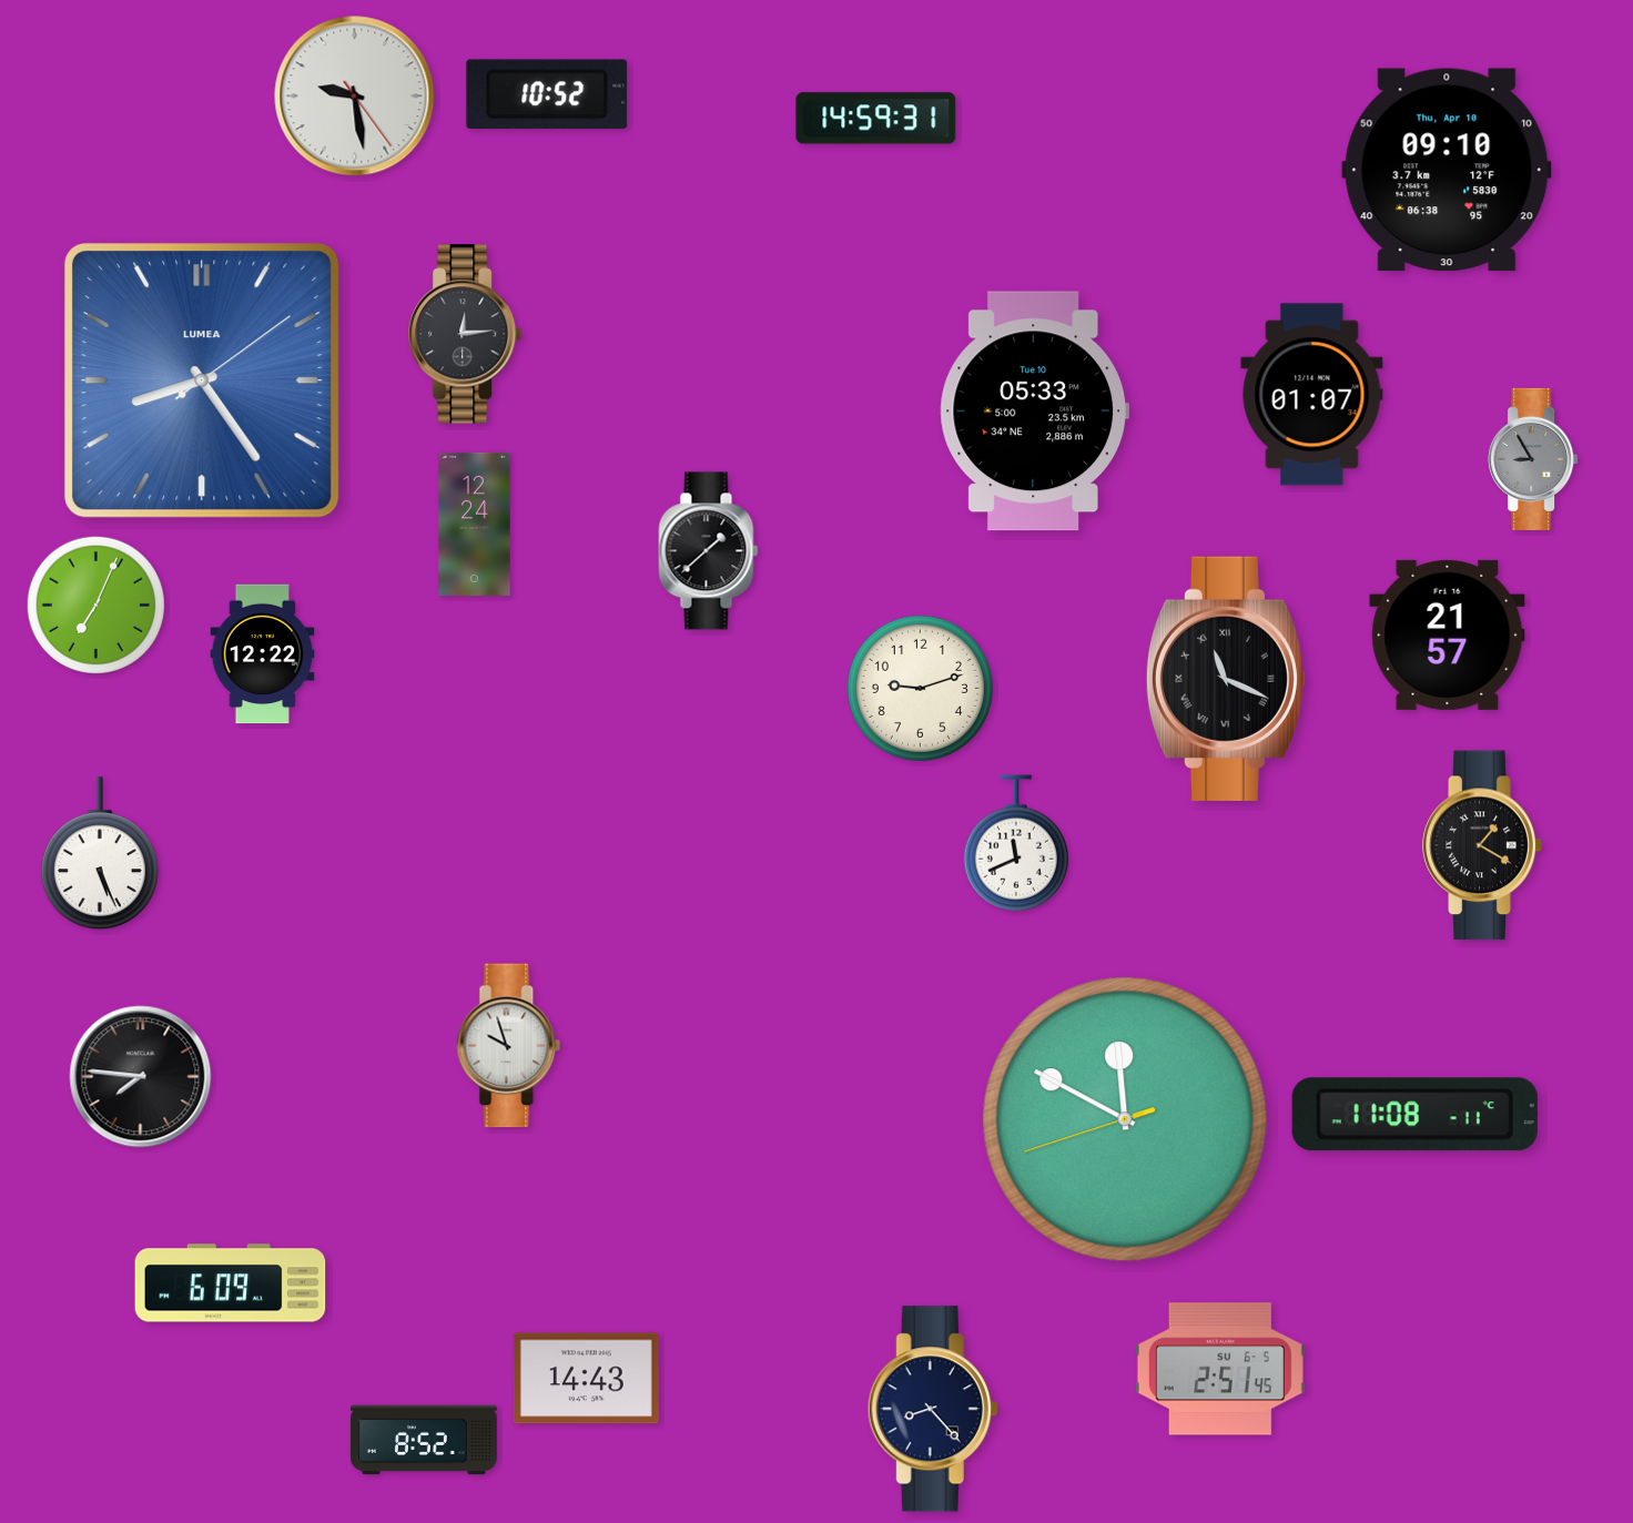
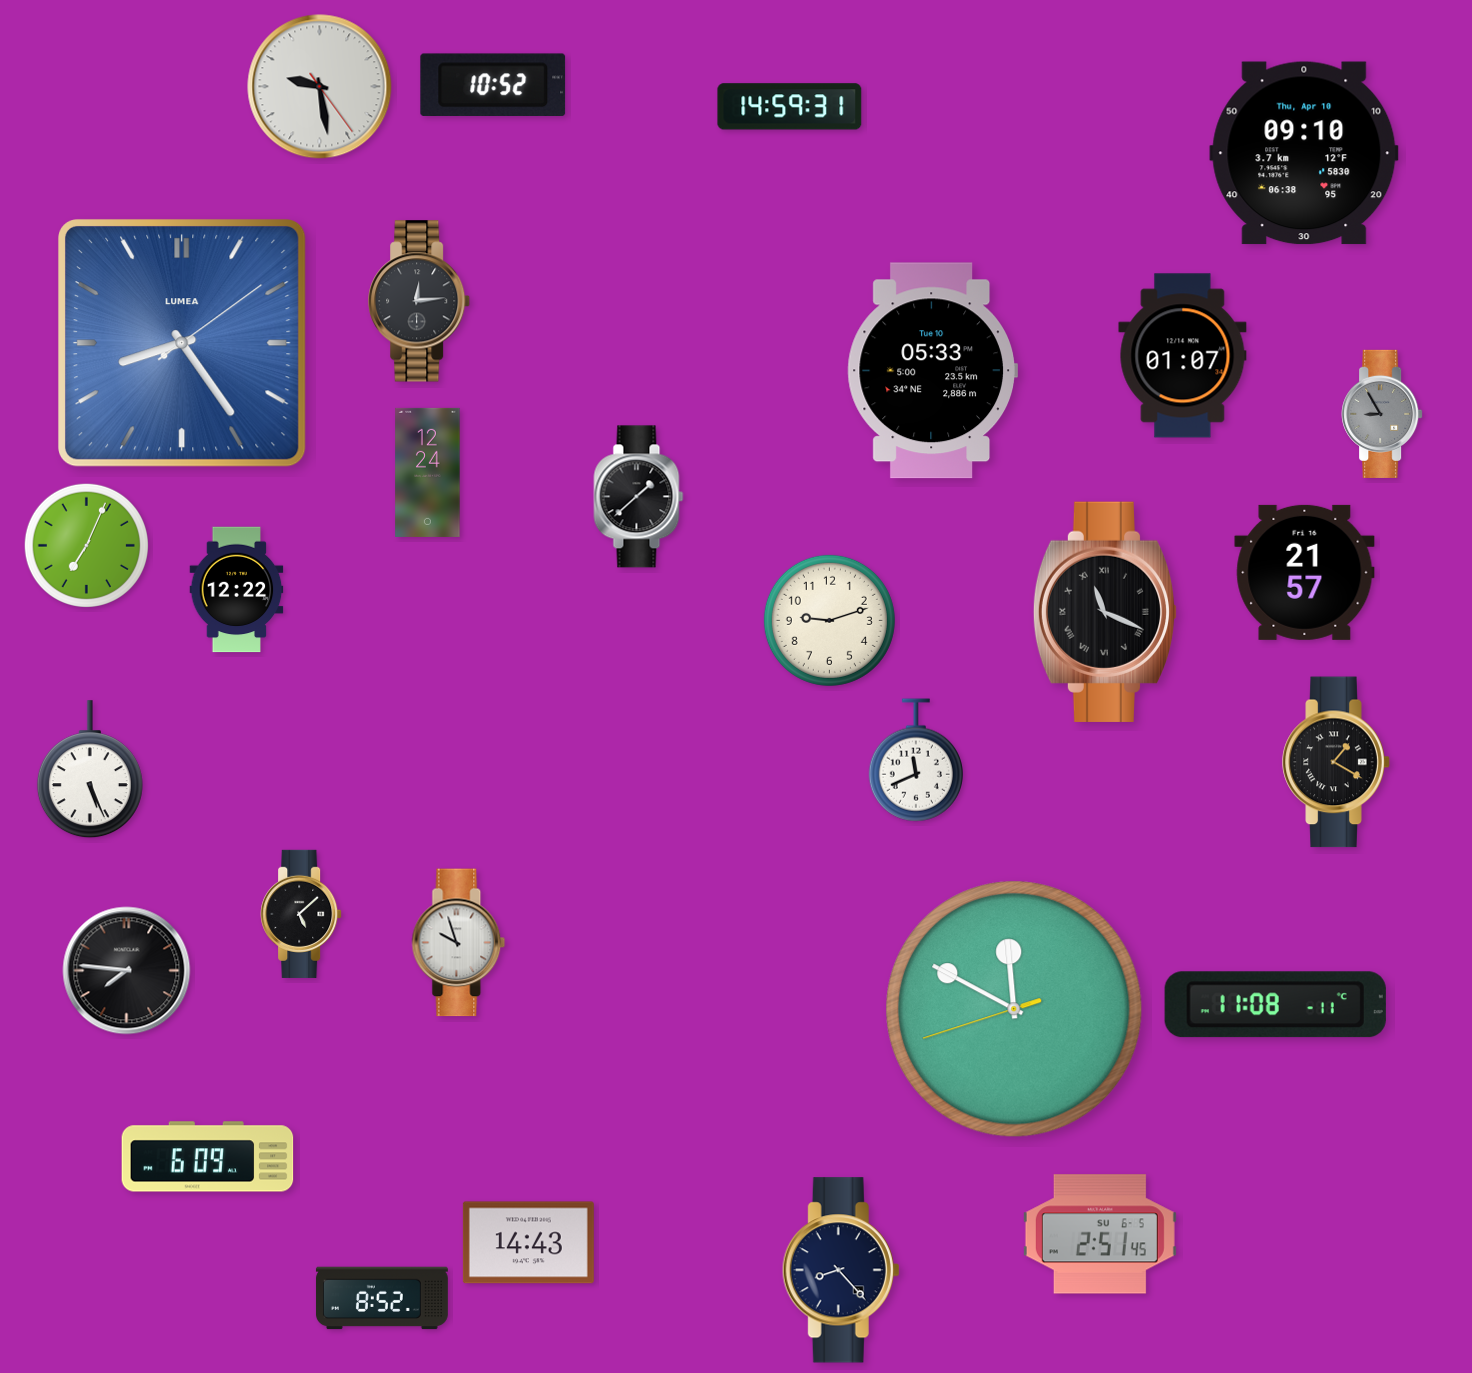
clock at (301, 914): none -> 5:08
